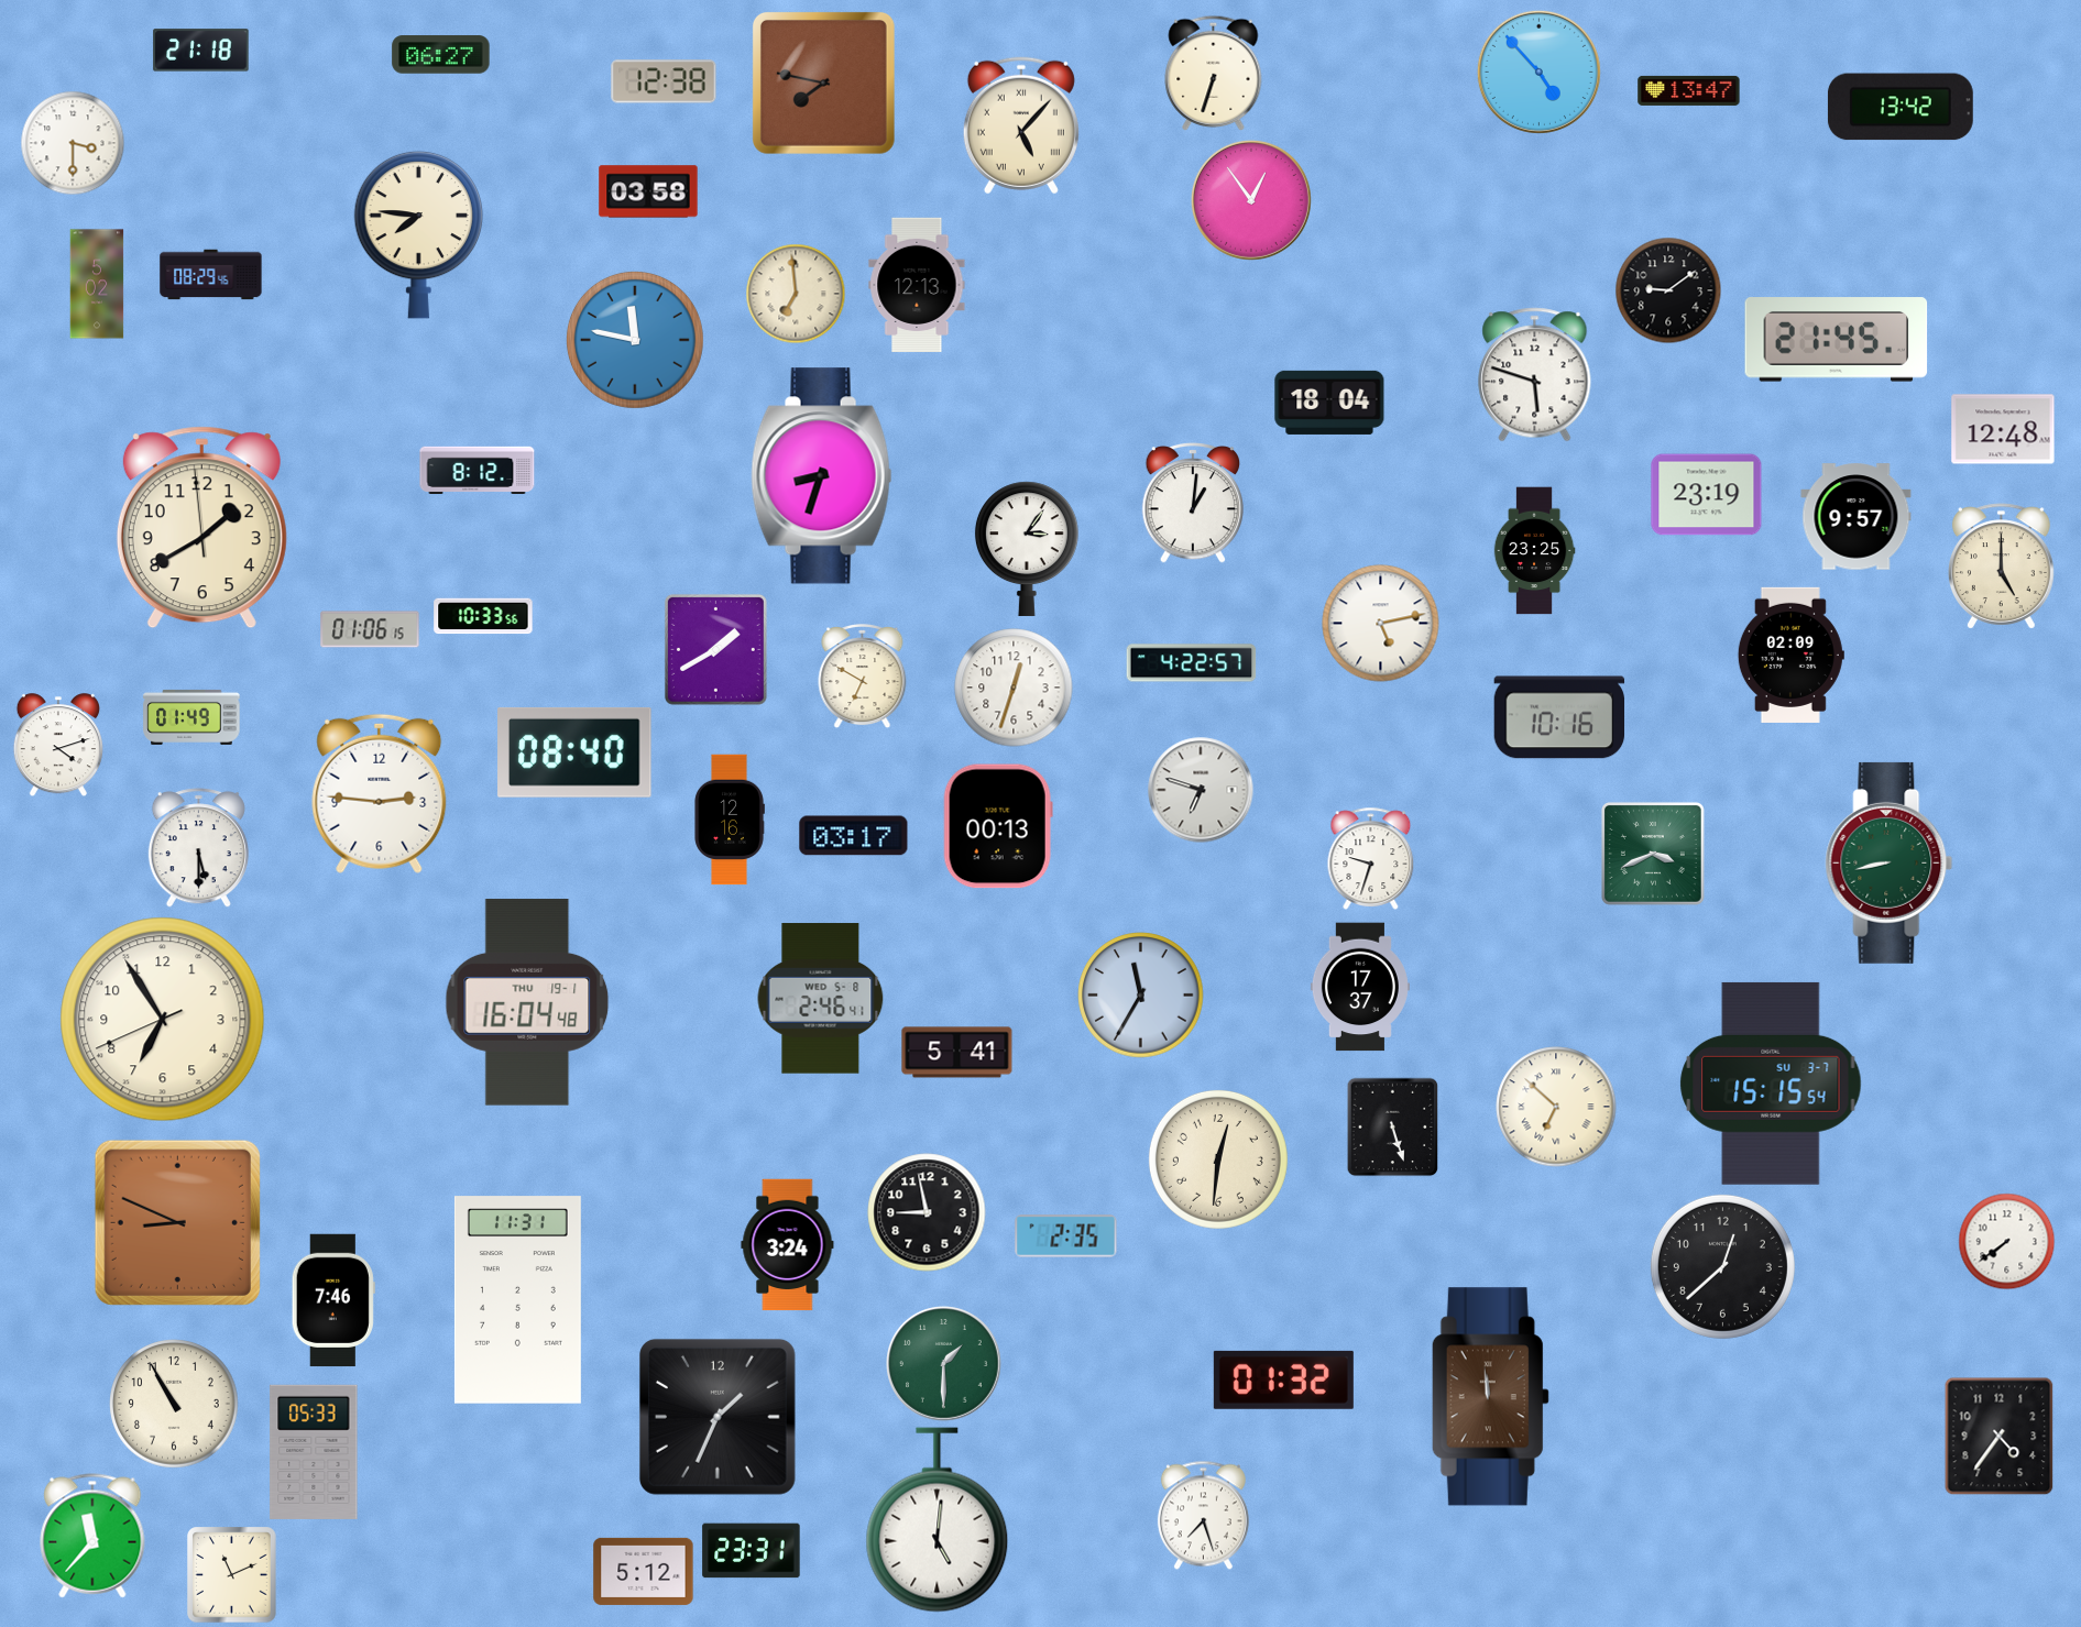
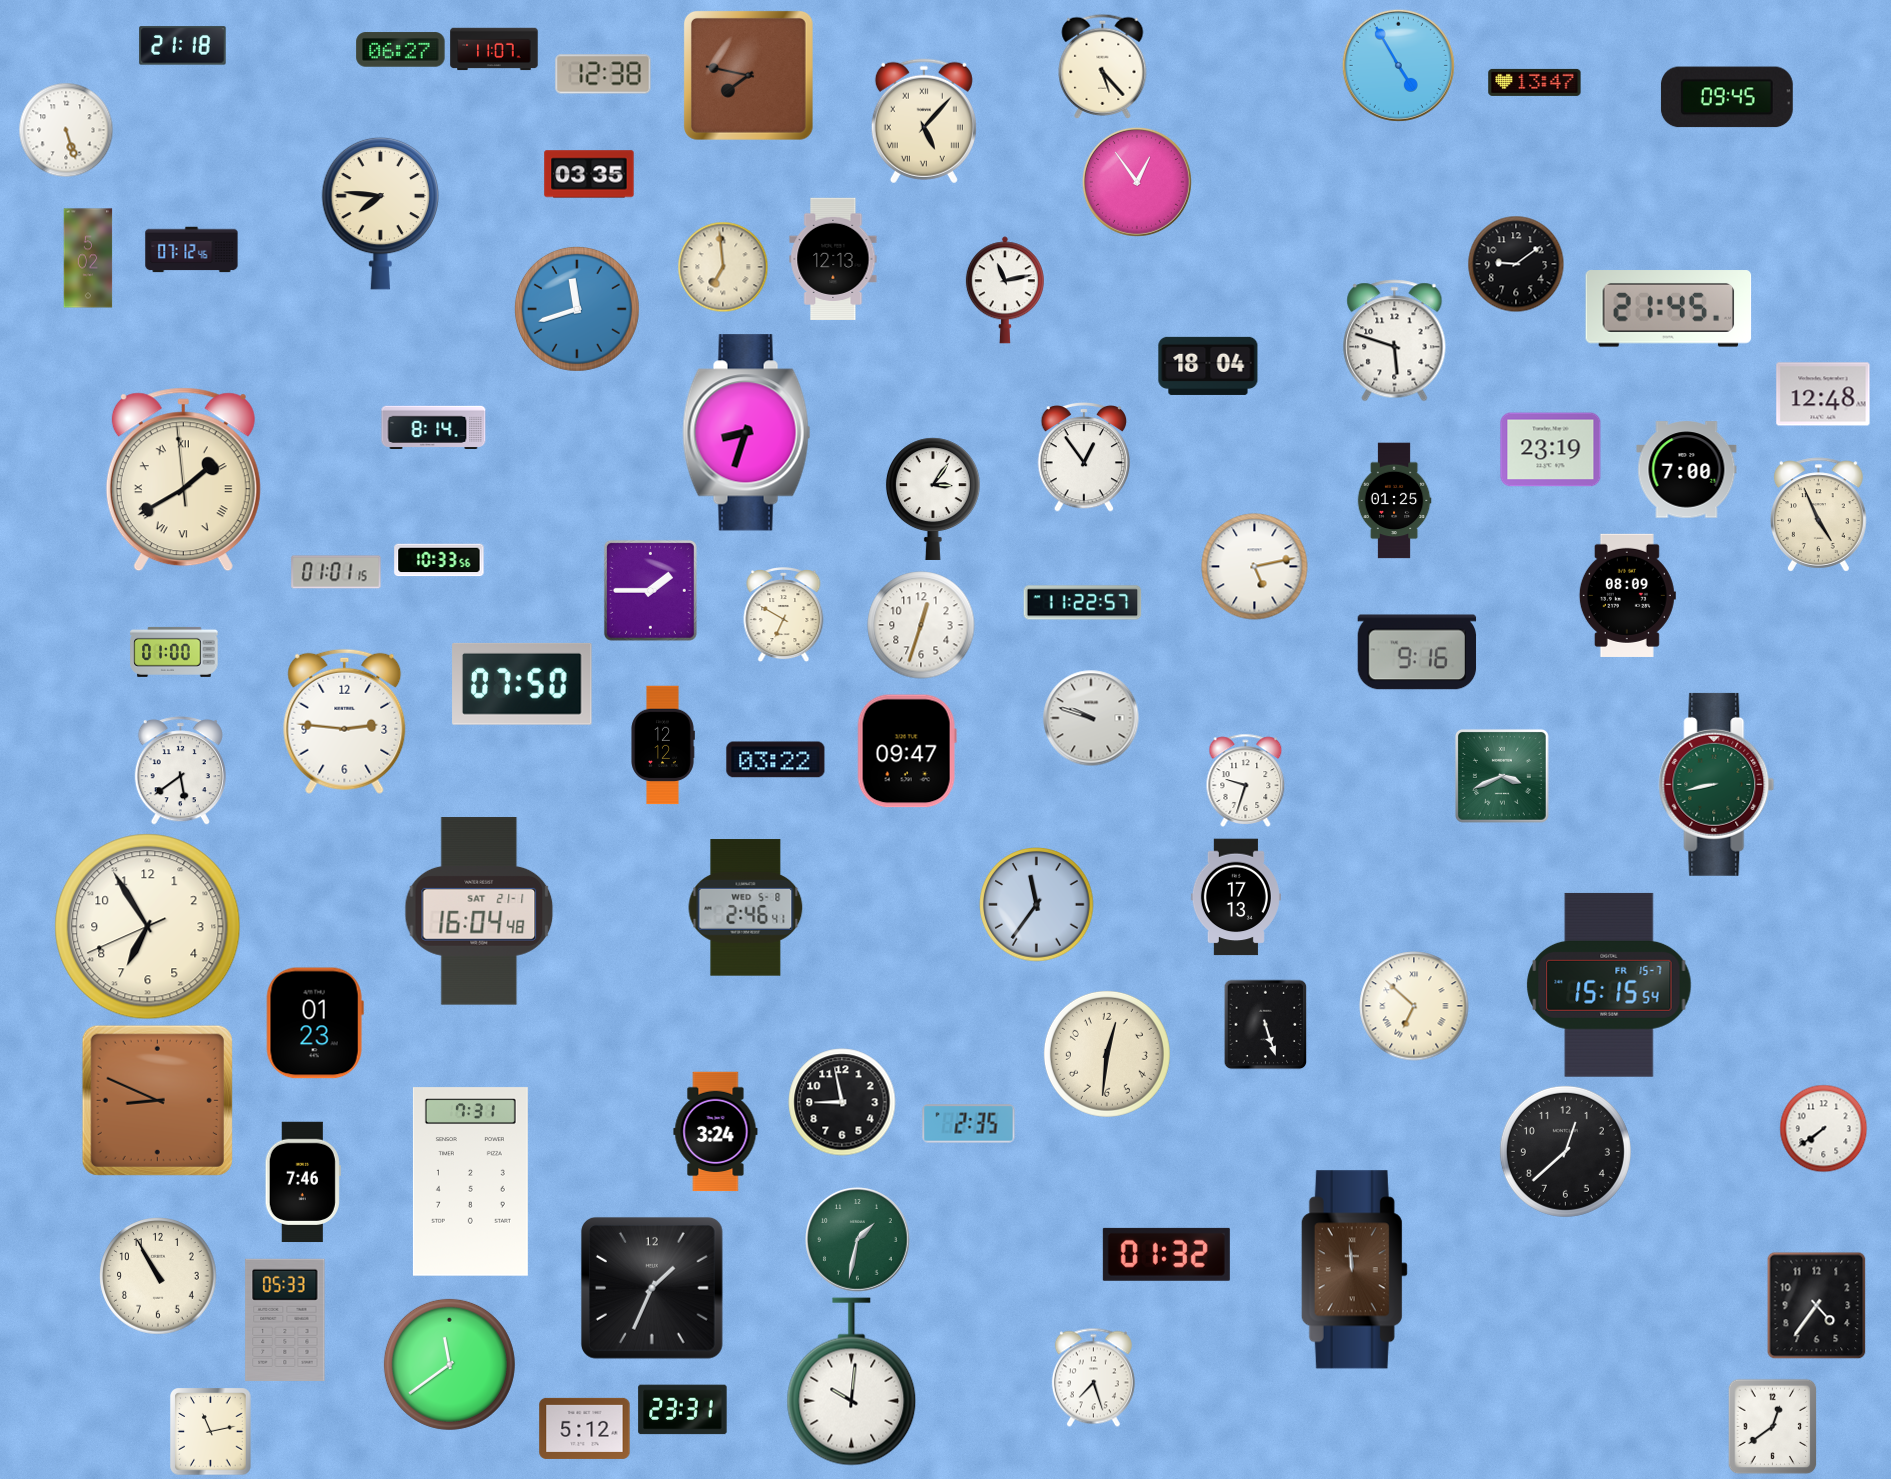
clock at (494, 49): none -> 11:07
clock at (1538, 72): 4:53 -> 4:55
clock at (1214, 73): 6:33 -> 5:23
clock at (1901, 107): 13:42 -> 09:45
clock at (1021, 125) position: (1021, 125) -> (924, 121)
clock at (73, 143): 3:30 -> 5:27
clock at (648, 191): 03:58 -> 03:35
clock at (211, 275): 08:29 -> 07:12
clock at (1005, 290): none -> 11:13
clock at (635, 340): 11:47 -> 11:42
clock at (2003, 429) position: (2003, 429) -> (1823, 394)
clock at (478, 470): 8:12 -> 8:14
clock at (1193, 503): 1:01 -> 12:54
clock at (1857, 517): 9:57 -> 7:00
clock at (201, 528) numerals: Arabic -> Roman
clock at (1534, 551): 23:25 -> 01:25
clock at (2002, 567): 5:00 -> 4:56
clock at (370, 629): 01:06 -> 01:01
clock at (715, 649): 1:40 -> 1:45
clock at (1790, 655): 02:09 -> 08:09
clock at (1192, 663): 4:22 -> 11:22
clock at (191, 717): 01:49 -> 01:00
clock at (1559, 717): 10:16 -> 9:16
clock at (58, 745): 4:12 -> none
clock at (574, 752): 08:40 -> 07:50
clock at (1201, 790): 6:48 -> 9:48
clock at (730, 820): 12:16 -> 12:12
clock at (998, 826): 00:13 -> 09:47
clock at (854, 836): 03:17 -> 03:22
clock at (198, 848): 5:30 -> 5:39
clock at (1360, 987): 17:37 -> 17:13
clock at (1141, 996): 11:35 -> 11:36
clock at (527, 1002) date: THU 19-1 -> SAT 21-1
clock at (957, 1053): 5:41 -> none
clock at (1771, 1084) date: SU 3-7 -> FR 15-7
clock at (315, 1023): none -> 01:23
clock at (177, 1222) position: (177, 1222) -> (157, 1100)
clock at (517, 1300): 11:31 -> 7:31
clock at (944, 1364): 1:30 -> 1:32
clock at (449, 1364): none -> 11:39
clock at (938, 1520): 5:01 -> 10:01
clock at (92, 1536): 11:37 -> none
clock at (1773, 1426): none -> 12:39
clock at (232, 1575): 11:11 -> 11:13
